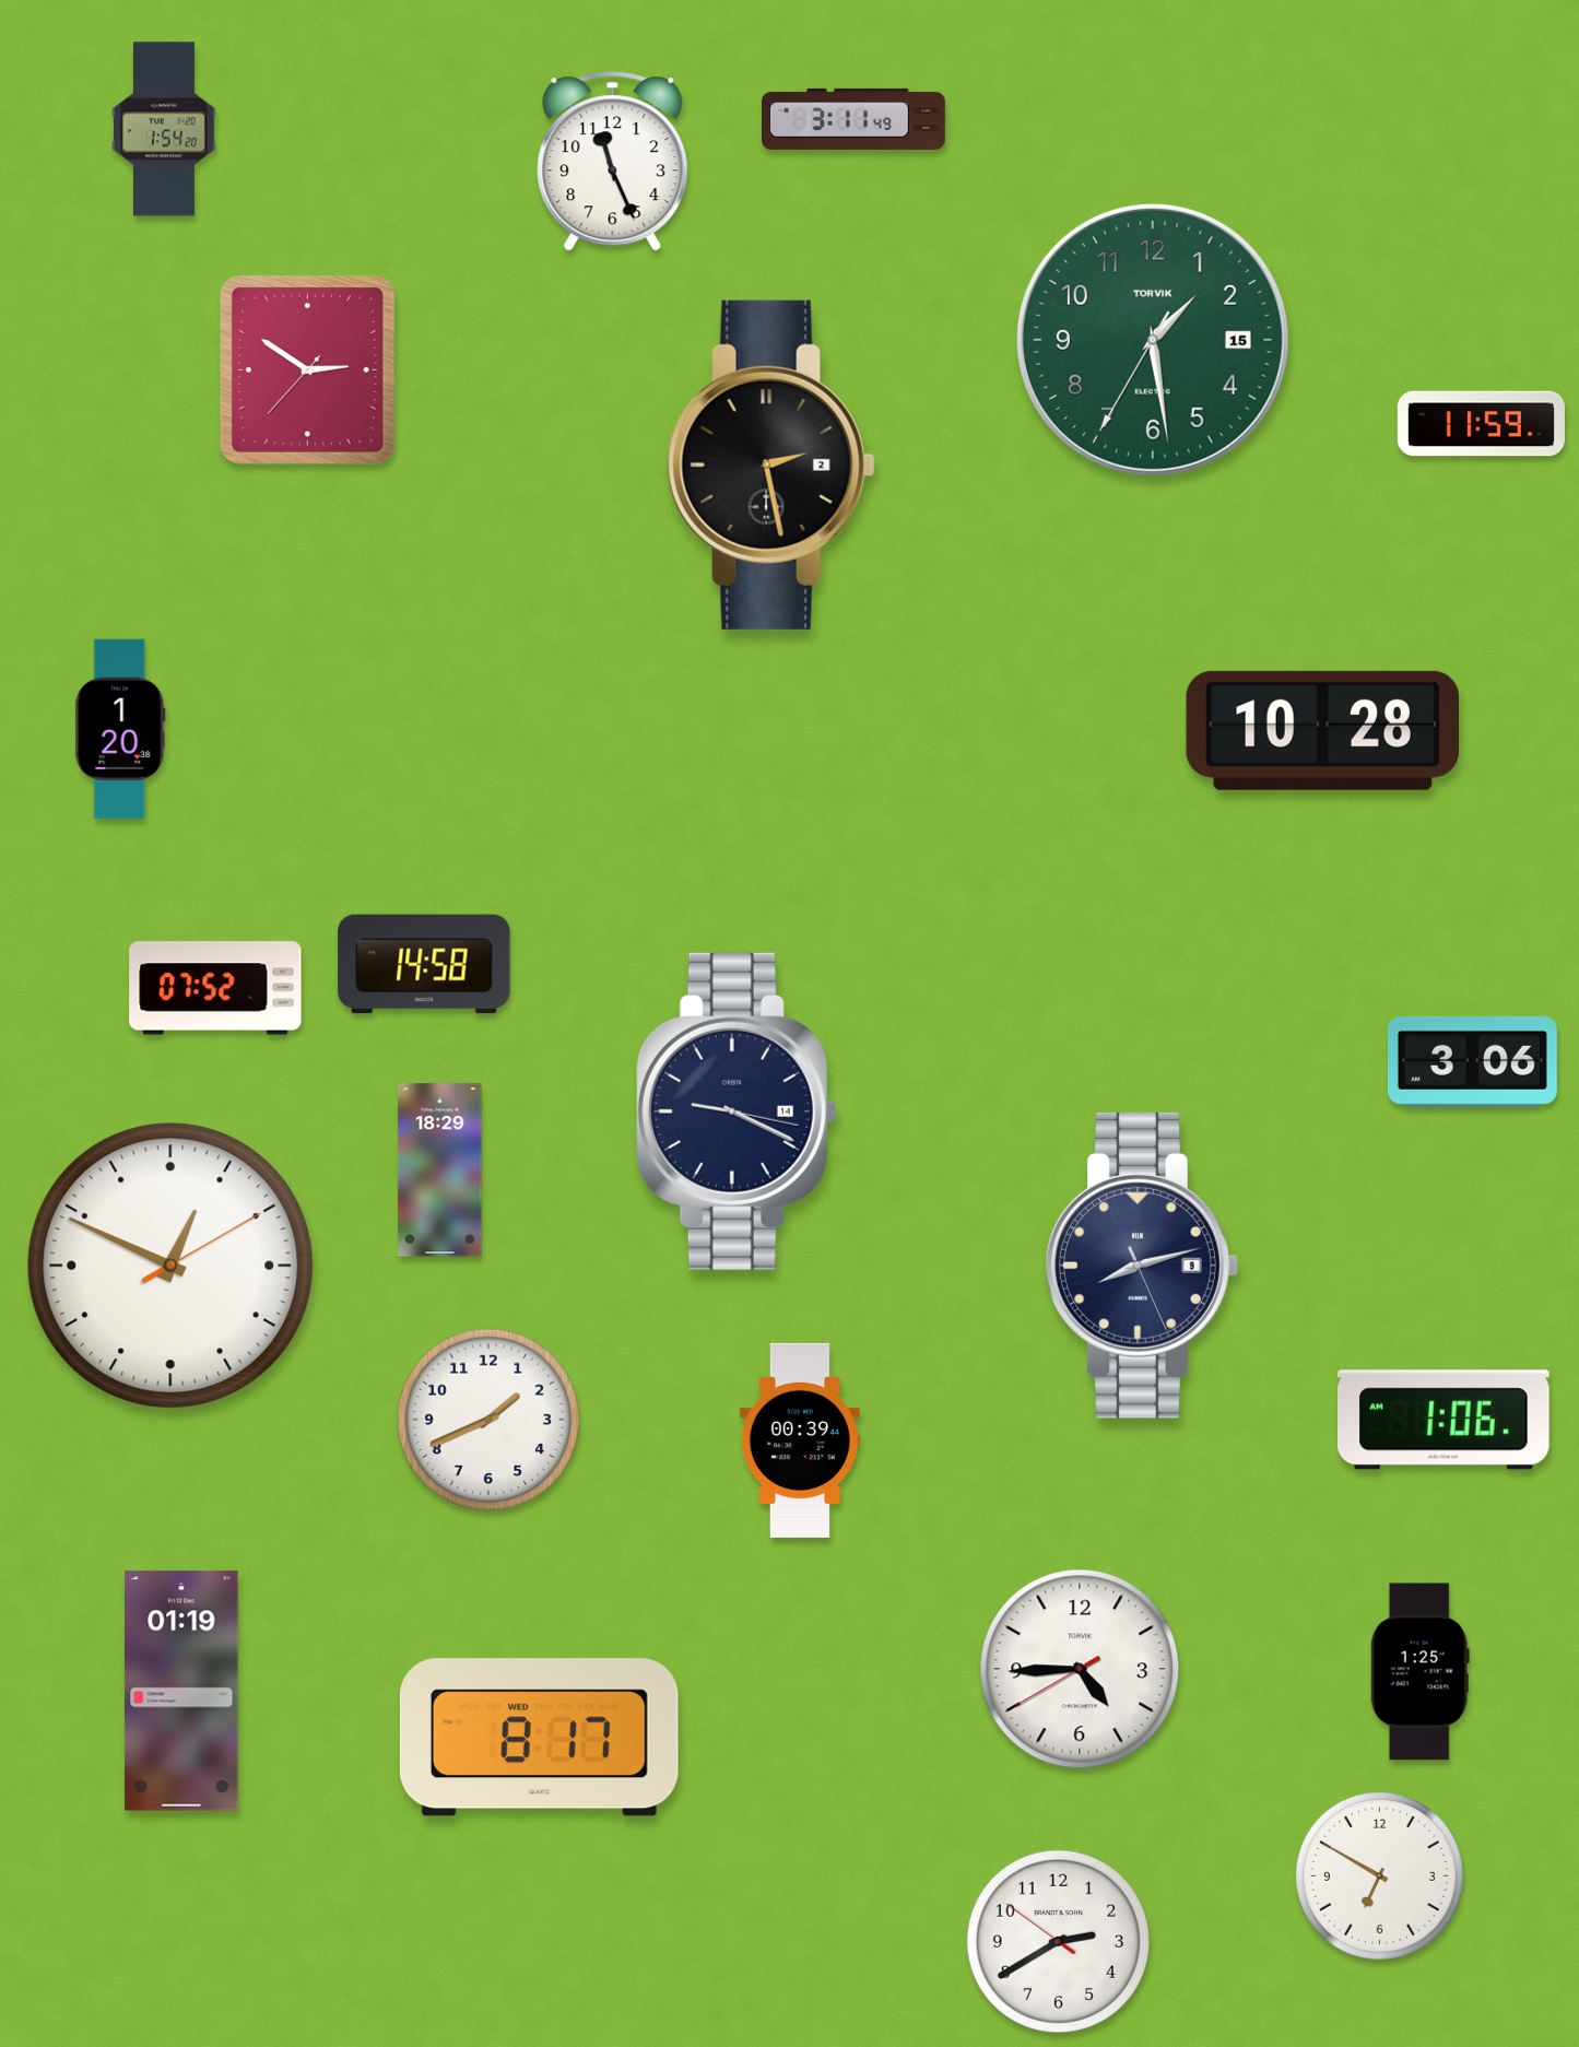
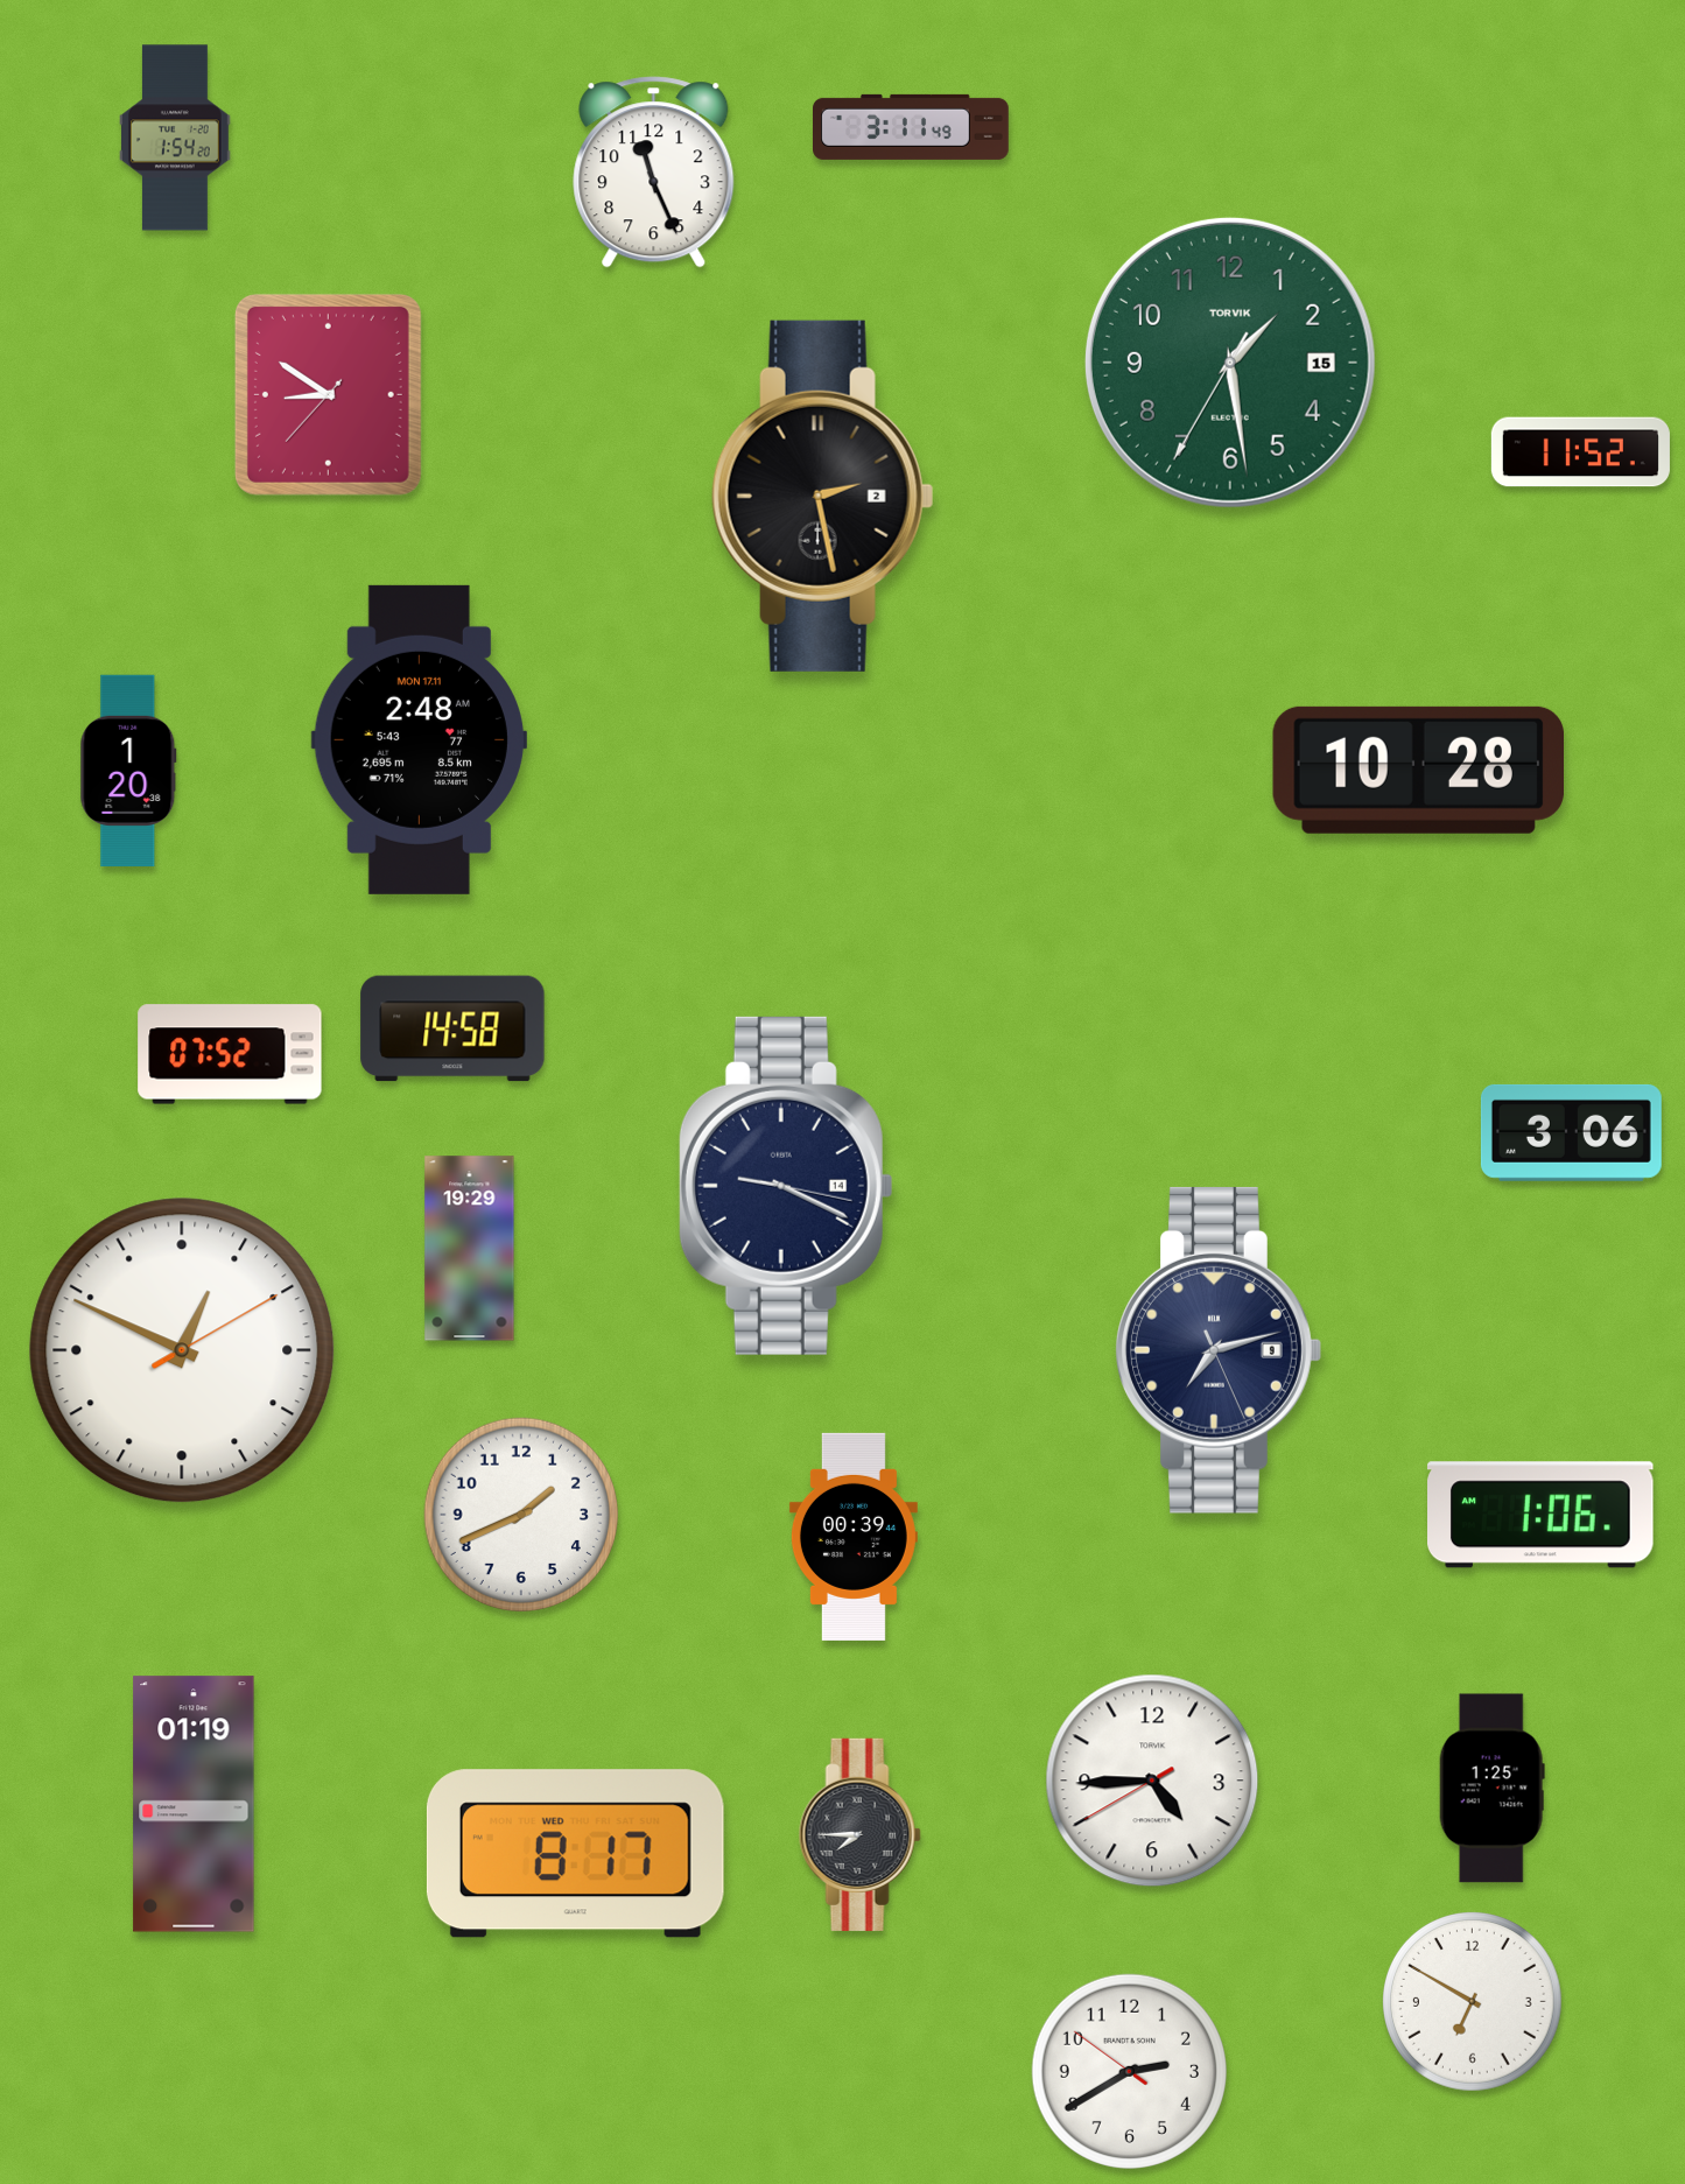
clock at (307, 369): 2:50 -> 8:50
clock at (1481, 424): 11:59 -> 11:52
clock at (419, 739): none -> 2:48
clock at (120, 729) position: (120, 729) -> (128, 771)
clock at (1322, 730) position: (1322, 730) -> (1418, 770)
clock at (440, 1170): 18:29 -> 19:29
clock at (1142, 1266): 8:12 -> 7:12
clock at (1419, 1672) position: (1419, 1672) -> (1491, 1789)
clock at (859, 1834): none -> 7:45
